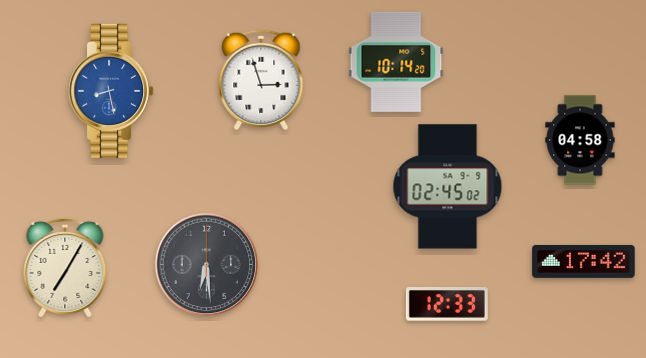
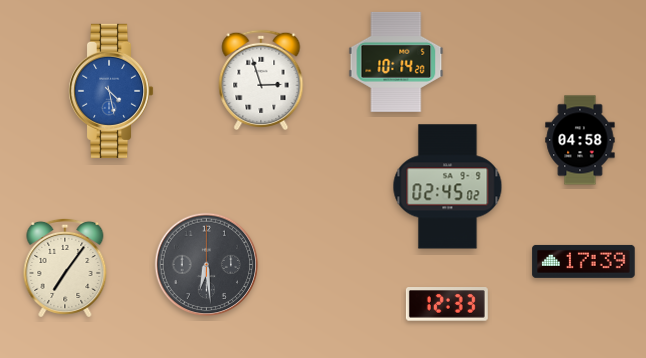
clock at (112, 91): 8:28 -> 4:28
clock at (584, 261): 17:42 -> 17:39
clock at (65, 268): 7:05 -> 7:06
